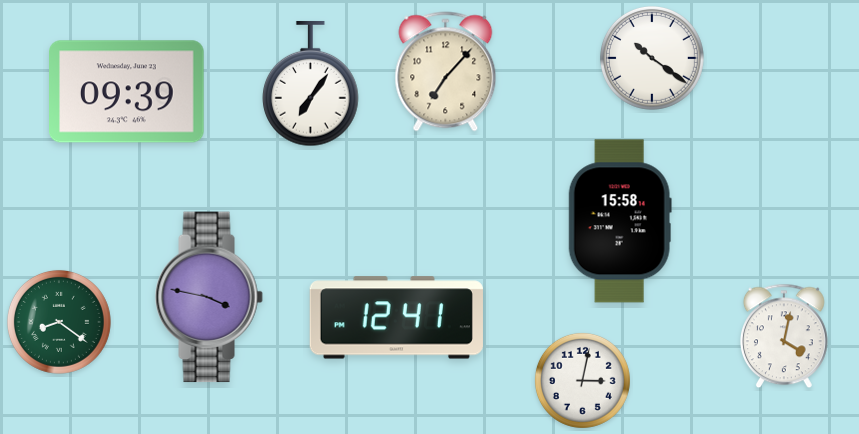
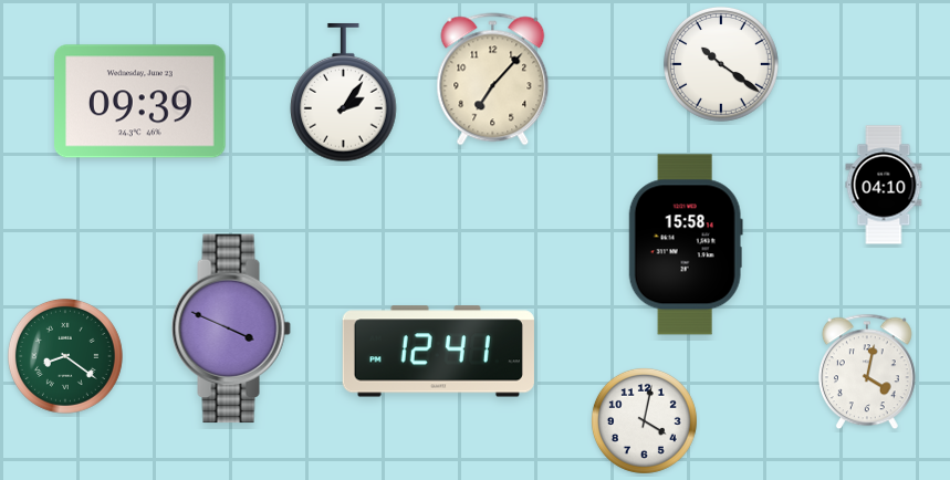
clock at (311, 84): 7:06 -> 2:06
clock at (884, 185): none -> 04:10
clock at (209, 297): 3:47 -> 3:49
clock at (582, 380): 3:02 -> 4:02
